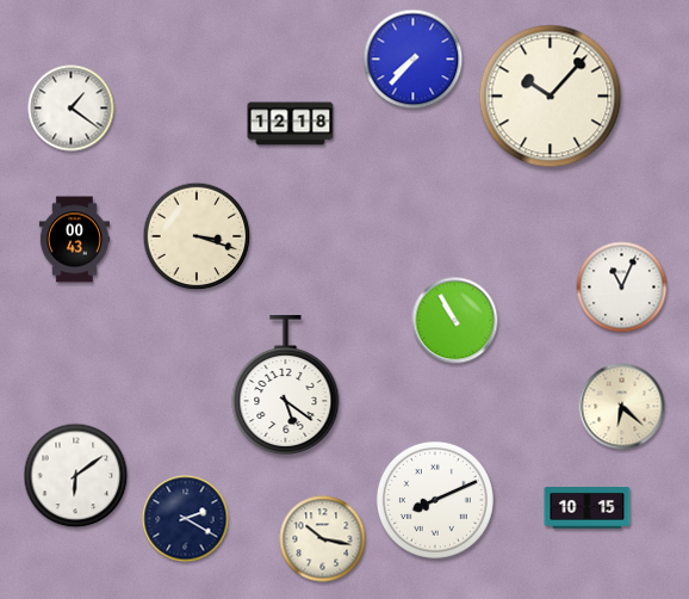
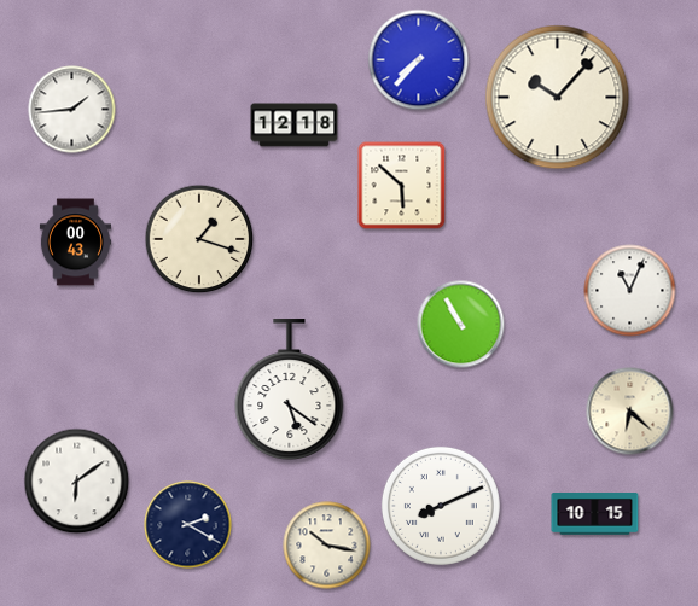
clock at (72, 109): 1:21 -> 1:44
clock at (402, 186): none -> 5:52
clock at (197, 236): 3:18 -> 1:18
